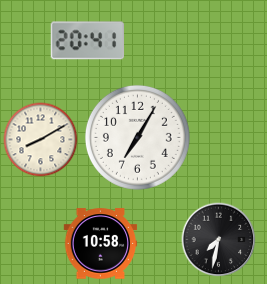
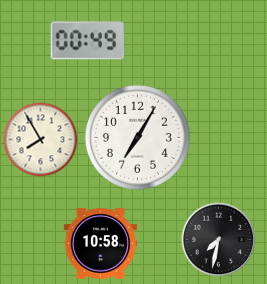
clock at (87, 41): 20:41 -> 00:49
clock at (41, 140): 8:10 -> 7:55
